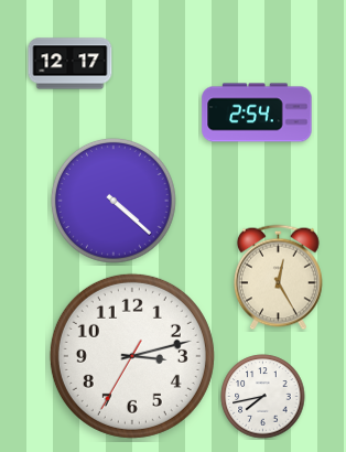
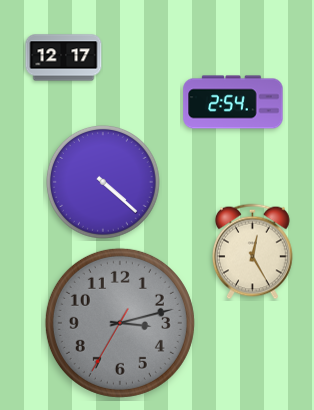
clock at (132, 356) dial: white -> grey
clock at (263, 397): 7:43 -> none
